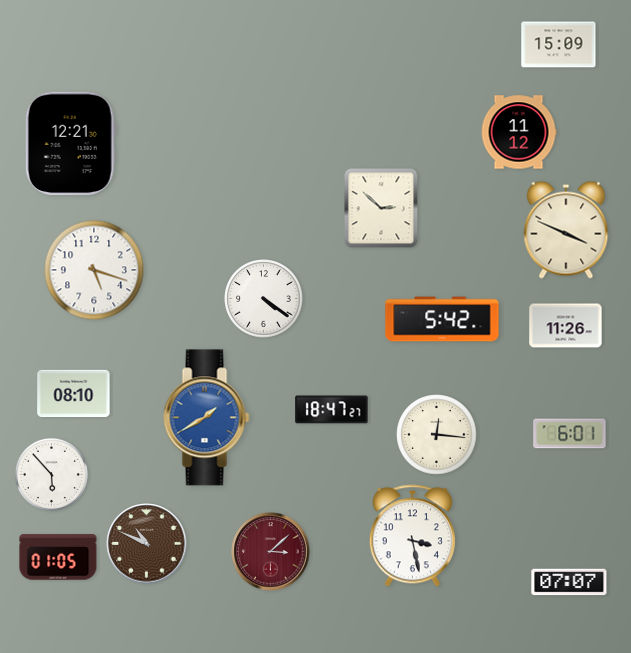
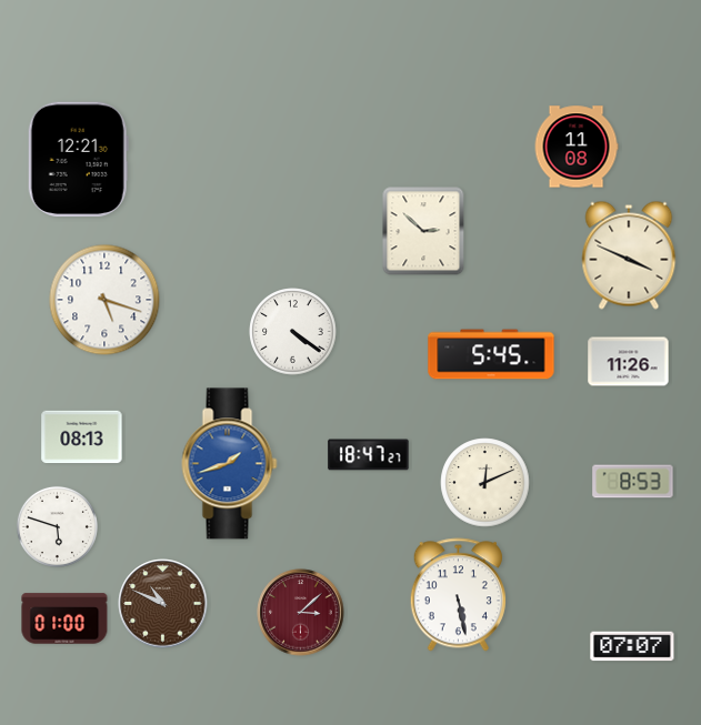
clock at (559, 45): 15:09 -> none
clock at (519, 132): 11:12 -> 11:08
clock at (442, 319): 5:42 -> 5:45
clock at (74, 394): 08:10 -> 08:13
clock at (207, 418): 1:40 -> 1:42
clock at (570, 434): 6:01 -> 8:53
clock at (437, 435): 12:16 -> 12:11
clock at (51, 474): 5:53 -> 5:48
clock at (412, 536): 3:28 -> 5:28
clock at (58, 557): 01:05 -> 01:00
